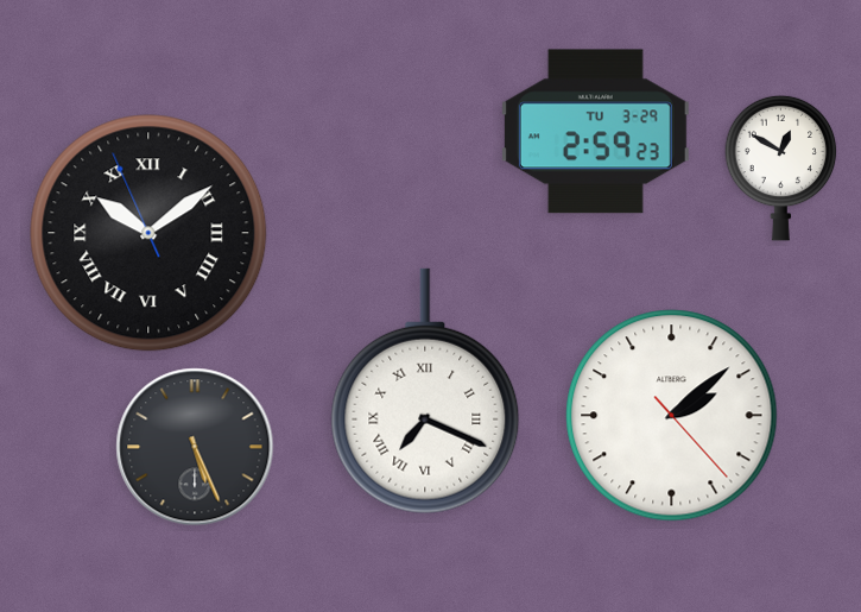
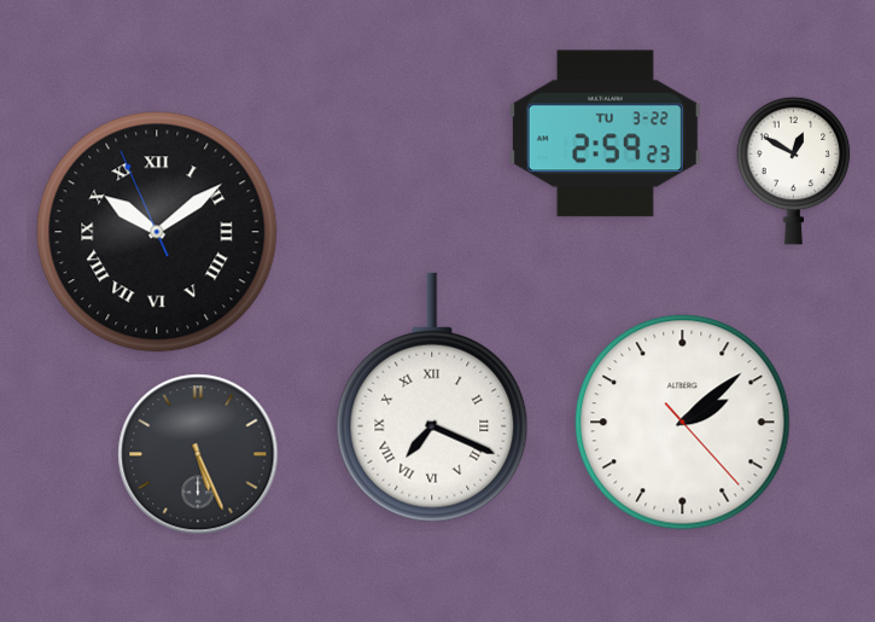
clock at (595, 132) date: TU 3-29 -> TU 3-22
clock at (148, 233) position: (148, 233) -> (157, 232)
